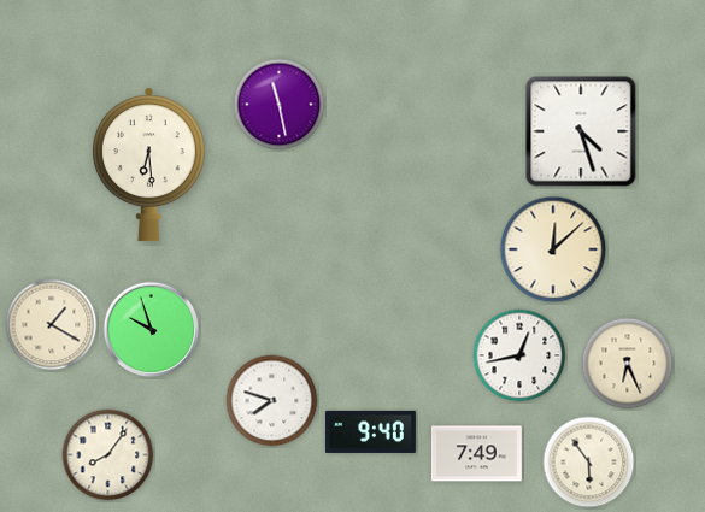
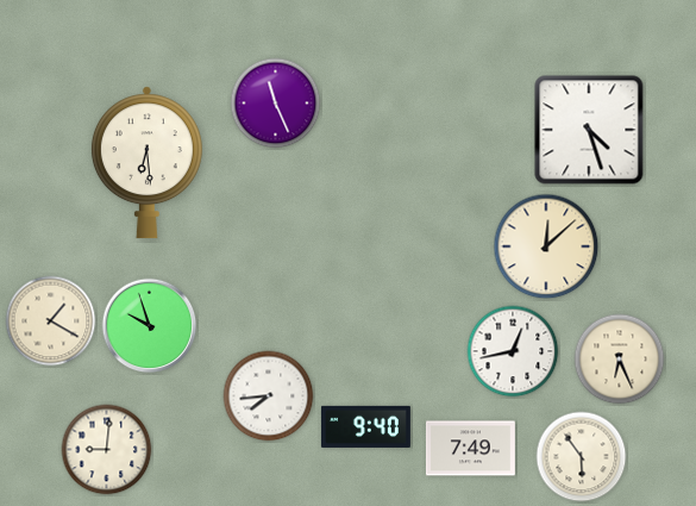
clock at (280, 105): 11:28 -> 11:26
clock at (581, 131) position: (581, 131) -> (589, 130)
clock at (272, 401): 7:48 -> 7:44
clock at (108, 455): 8:06 -> 9:01
